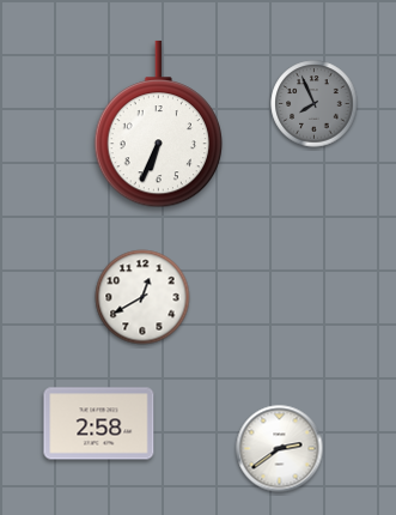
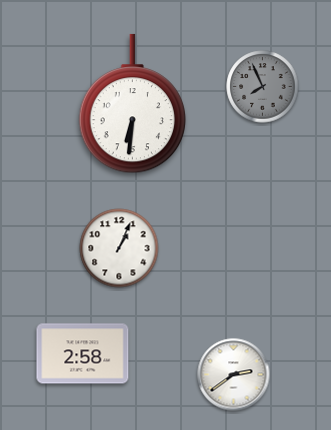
clock at (159, 125): 6:34 -> 6:31
clock at (142, 297): 12:40 -> 1:04
